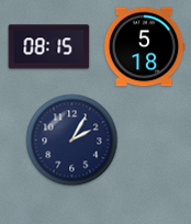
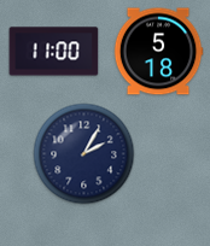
clock at (49, 47): 08:15 -> 11:00
clock at (72, 141) position: (72, 141) -> (84, 154)
